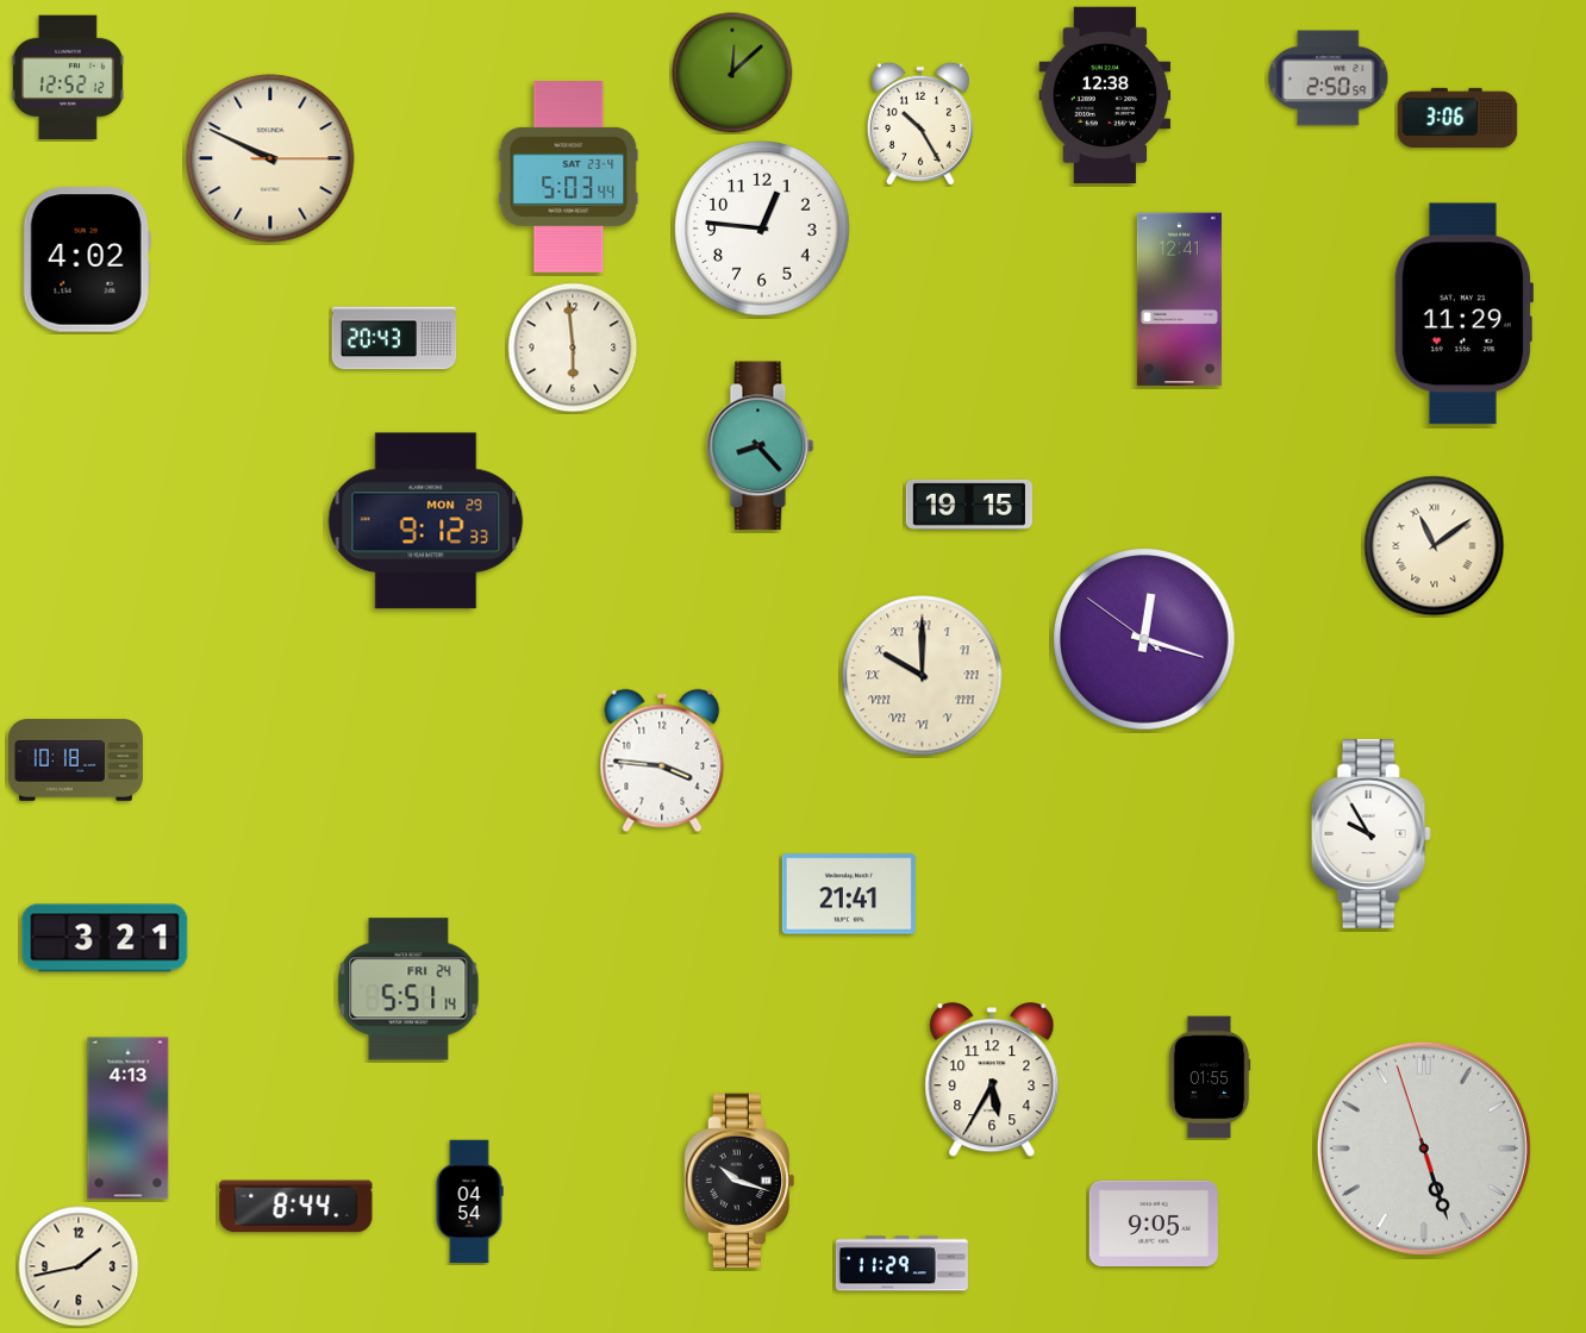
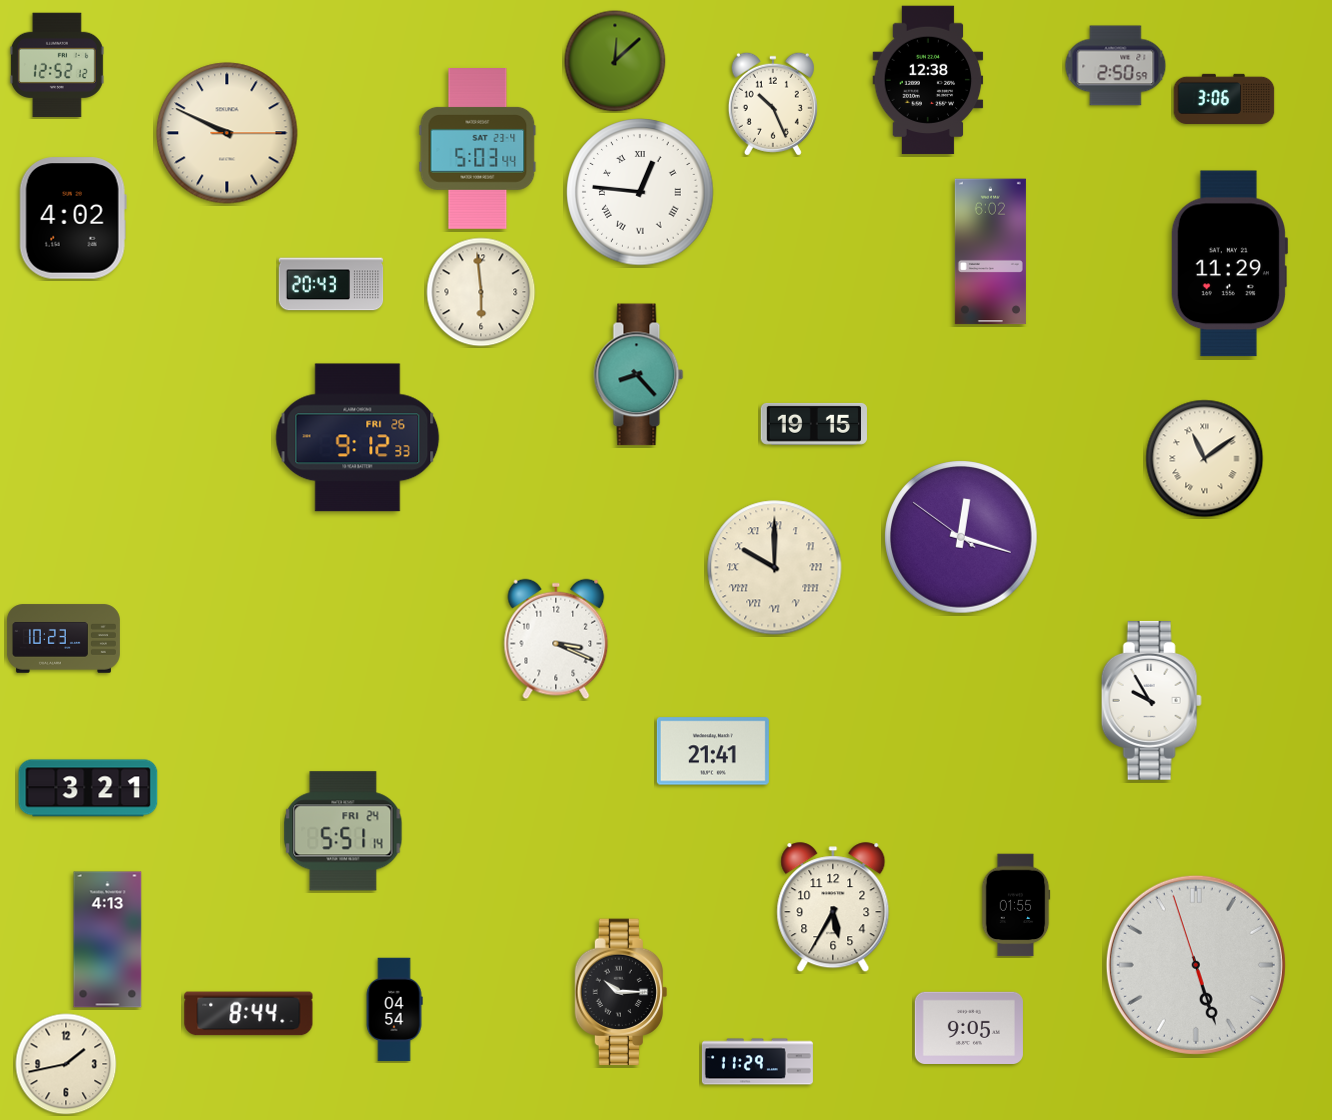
clock at (920, 124): 10:25 -> 10:26
clock at (762, 229) numerals: Arabic -> Roman
clock at (1179, 300): 12:41 -> 6:02
clock at (426, 521) date: MON 29 -> FRI 26
clock at (75, 761): 10:18 -> 10:23
clock at (662, 761): 3:46 -> 3:19
clock at (738, 1181): 10:18 -> 10:15
